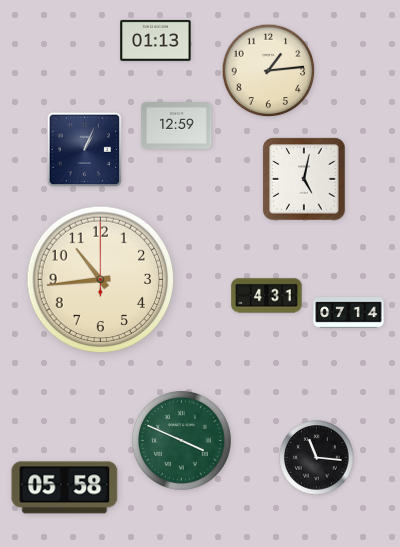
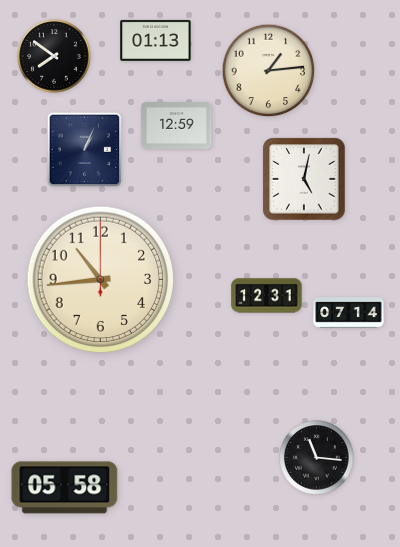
clock at (54, 56): none -> 7:51
clock at (267, 296): 4:31 -> 12:31
clock at (181, 440): 3:49 -> none
